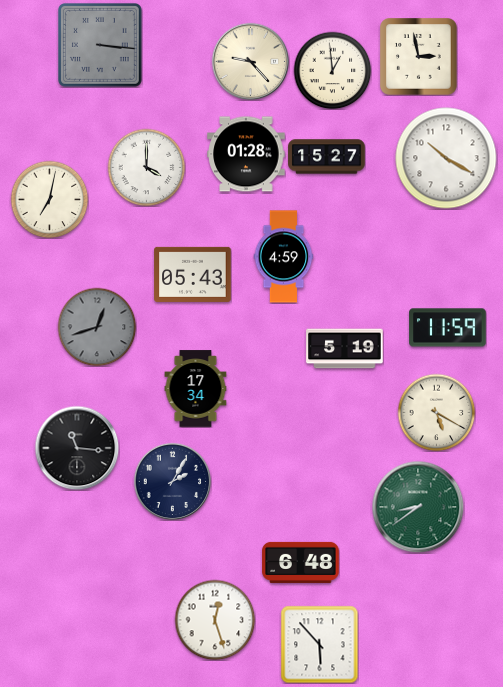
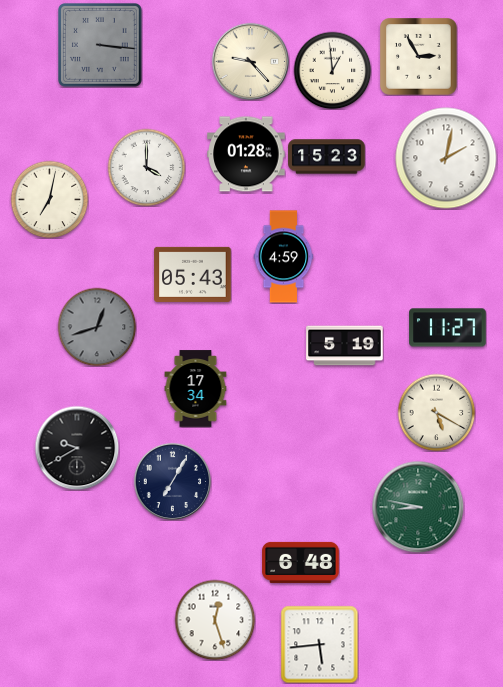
clock at (419, 57): 2:58 -> 2:55
clock at (327, 157): 15:27 -> 15:23
clock at (446, 158): 10:20 -> 2:02
clock at (448, 328): 11:59 -> 11:27
clock at (345, 349) position: (345, 349) -> (345, 346)
clock at (77, 448): 11:16 -> 9:40
clock at (172, 481): 2:05 -> 7:05
clock at (418, 507): 8:39 -> 8:47
clock at (319, 644): 5:53 -> 5:44
